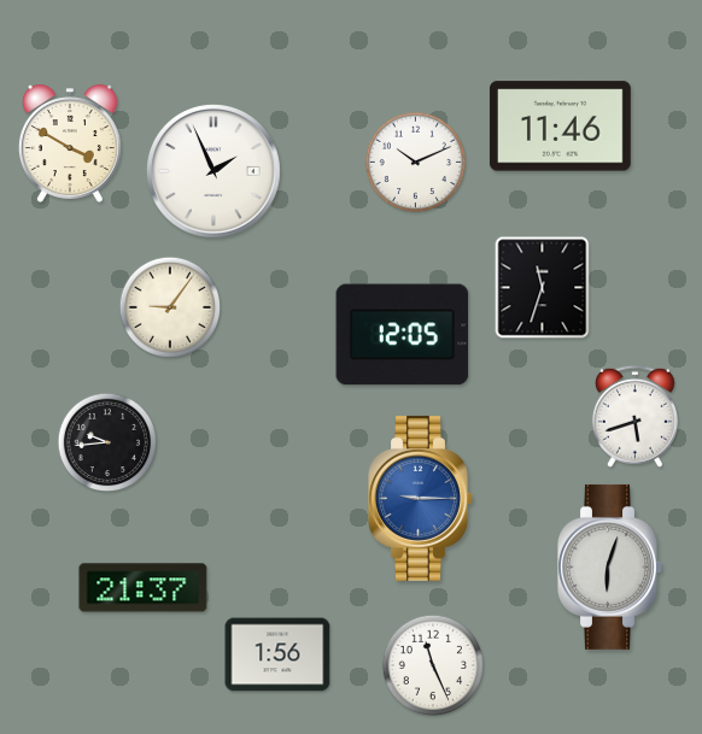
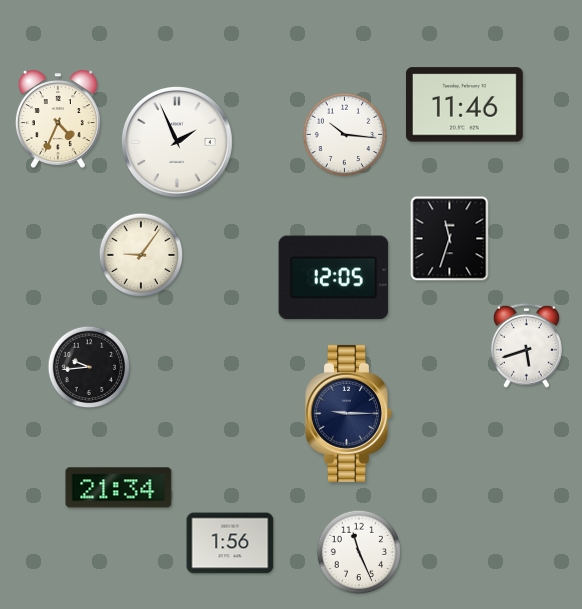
clock at (70, 143): 3:50 -> 4:34
clock at (416, 163): 10:11 -> 10:16
clock at (421, 498) dial: blue -> navy
clock at (610, 566): 6:03 -> none
clock at (144, 588): 21:37 -> 21:34
